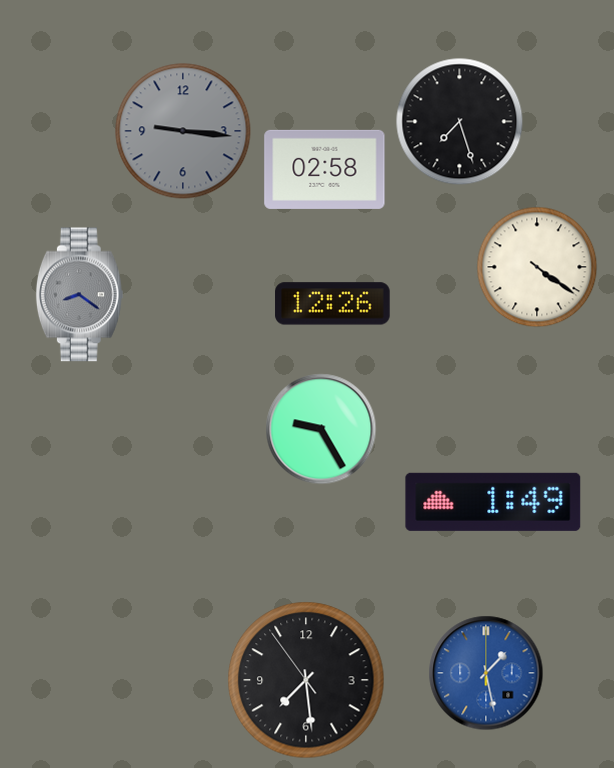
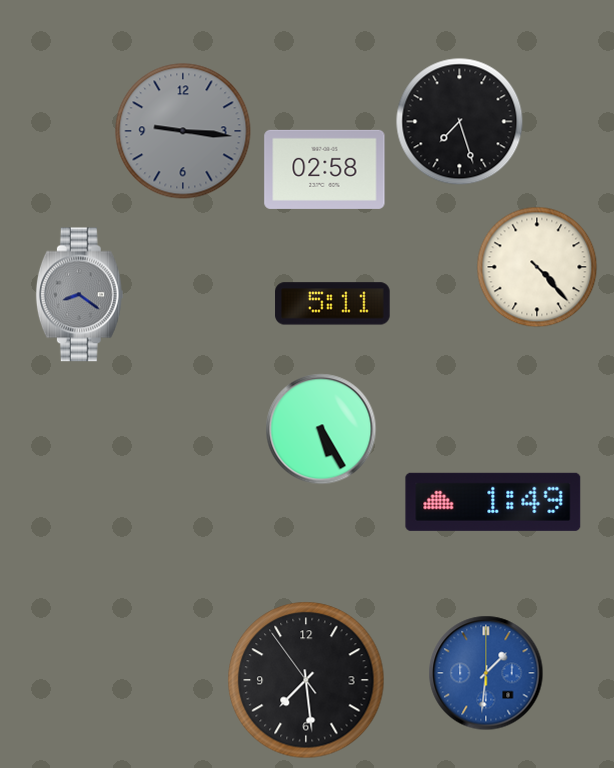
clock at (537, 267): 4:21 -> 4:23
clock at (333, 304): 12:26 -> 5:11
clock at (321, 429): 9:25 -> 5:25
clock at (486, 673): 1:28 -> 1:31
